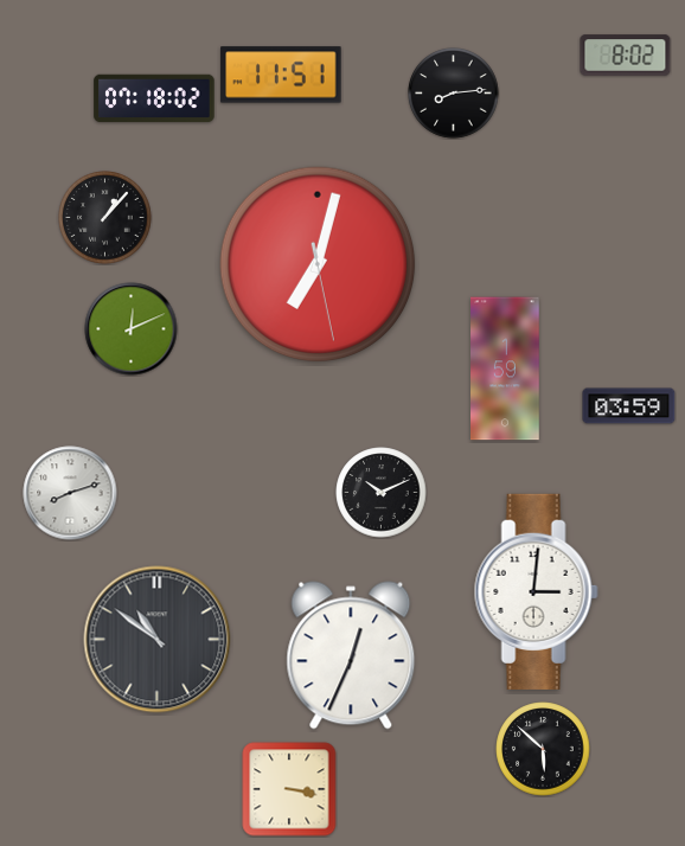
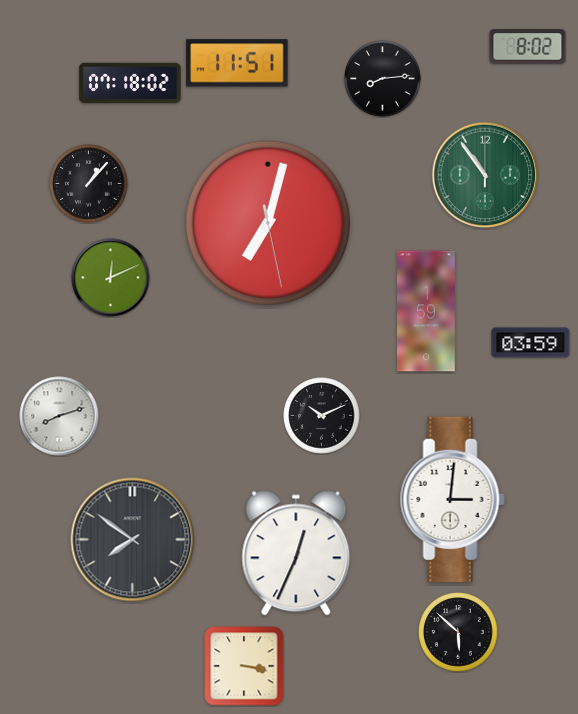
clock at (485, 175): none -> 10:54
clock at (158, 640): 10:51 -> 7:51
